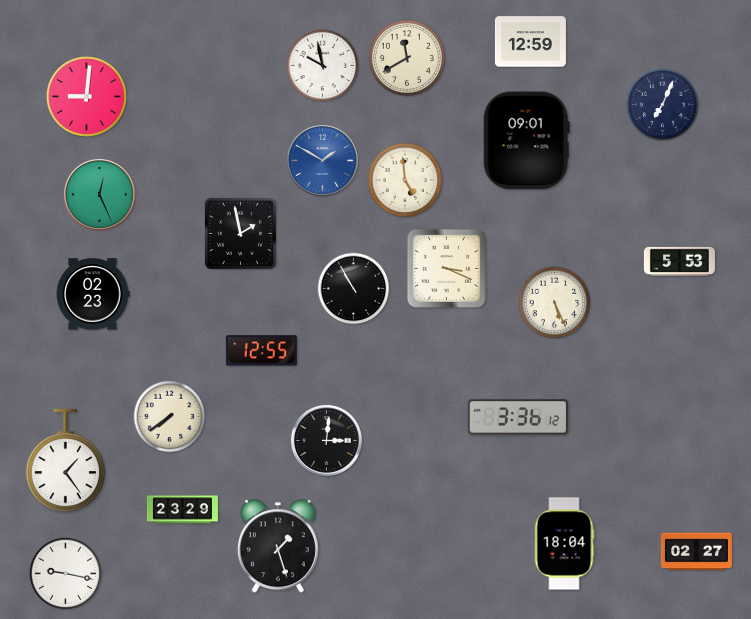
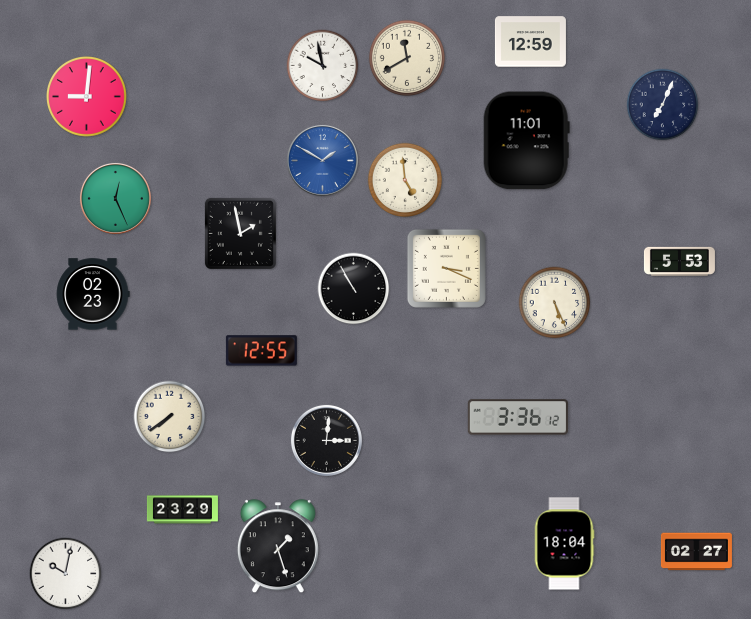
clock at (526, 141): 09:01 -> 11:01
clock at (99, 194) position: (99, 194) -> (115, 198)
clock at (65, 461): 1:24 -> none
clock at (66, 574): 9:17 -> 10:02
